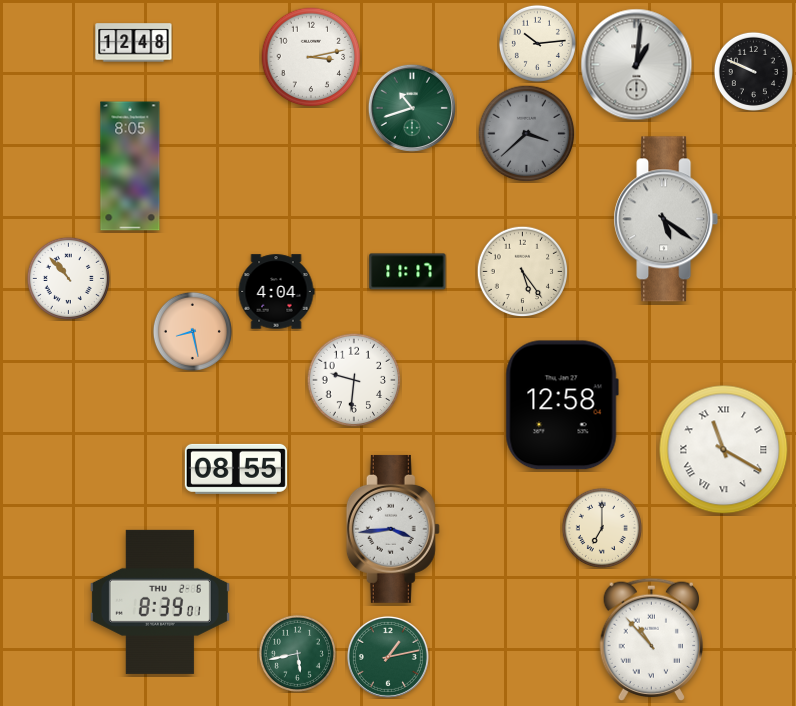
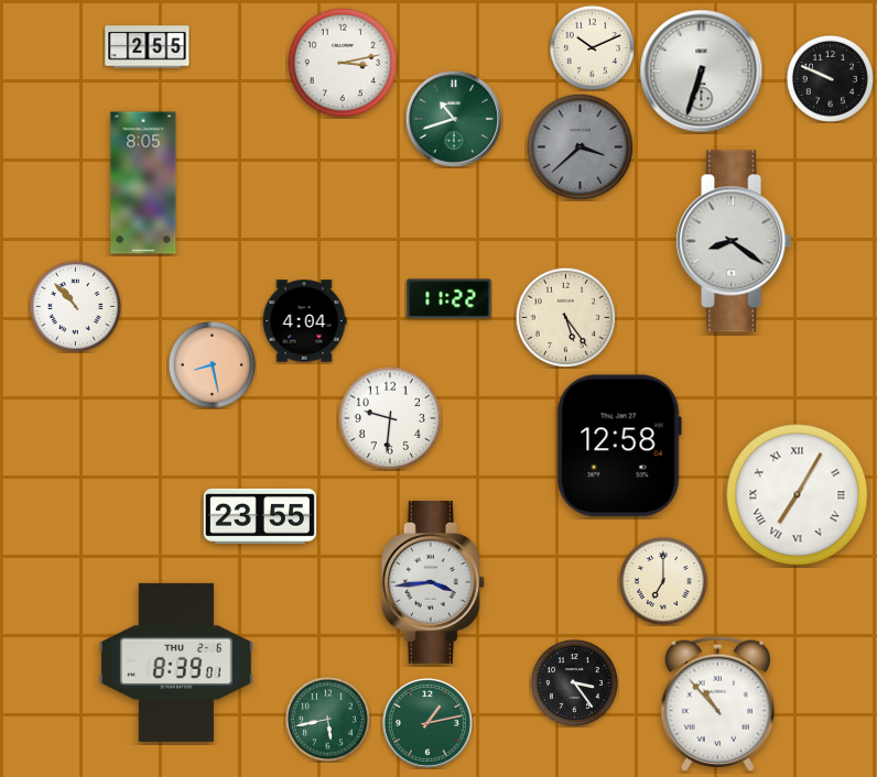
clock at (134, 43): 12:48 -> 2:55
clock at (537, 43): 10:14 -> 10:11
clock at (637, 65): 1:01 -> 6:33
clock at (666, 219): 5:21 -> 8:21
clock at (522, 271) position: (522, 271) -> (565, 317)
clock at (408, 272): 11:17 -> 11:22
clock at (724, 450): 11:20 -> 7:05
clock at (236, 469): 08:55 -> 23:55
clock at (574, 682): none -> 3:24
